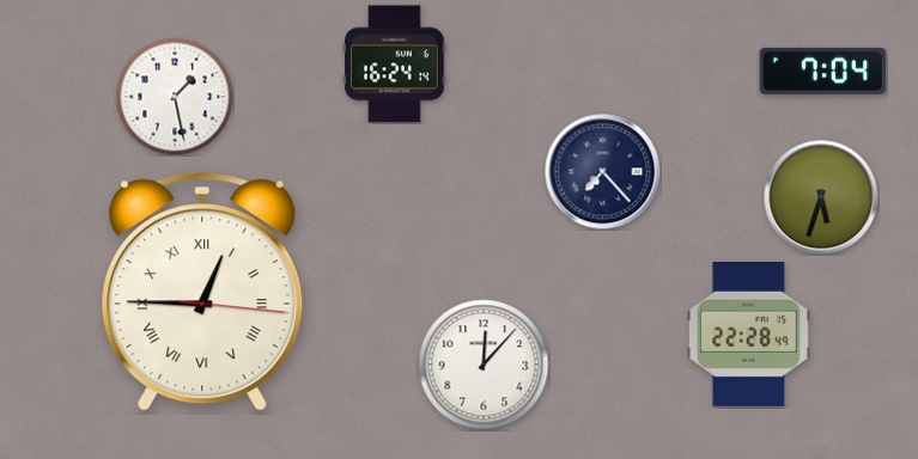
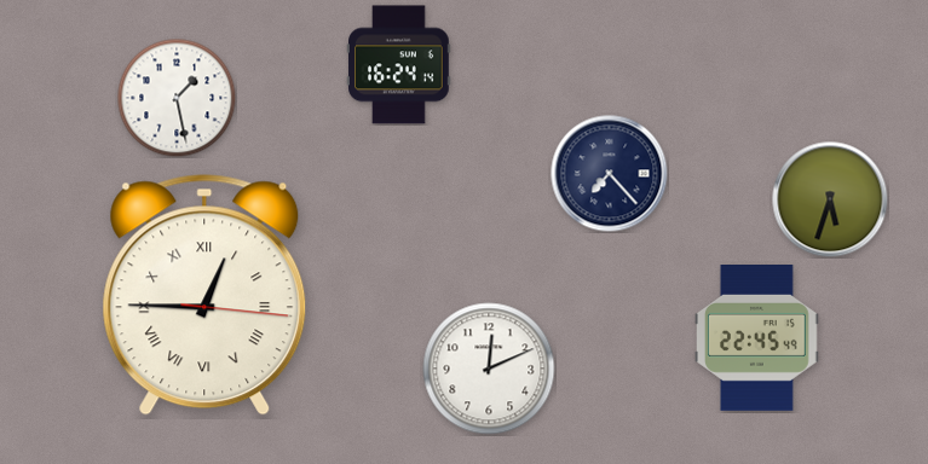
clock at (823, 71): 7:04 -> none
clock at (749, 335): 22:28 -> 22:45
clock at (484, 365): 12:07 -> 12:11
